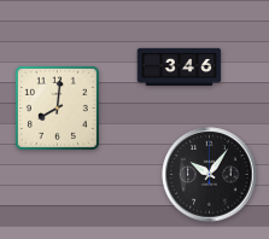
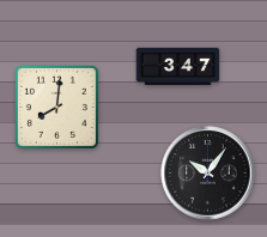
clock at (180, 66): 3:46 -> 3:47
